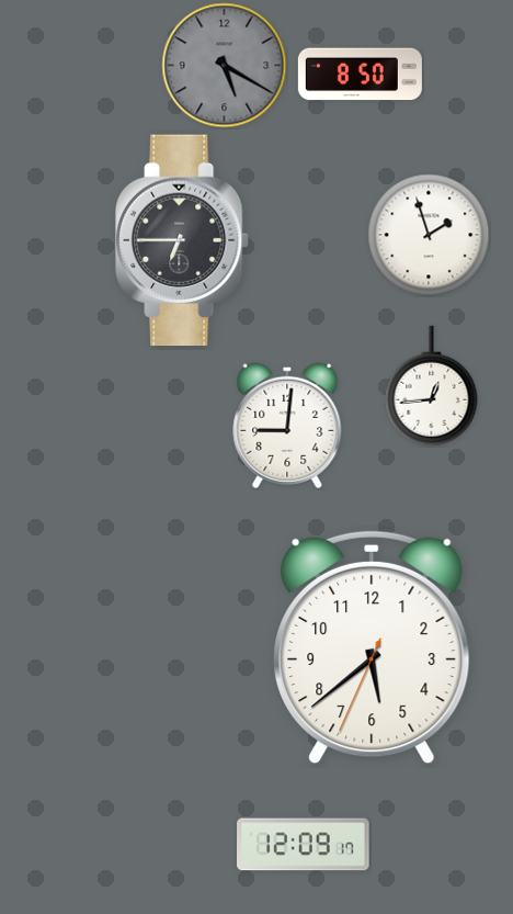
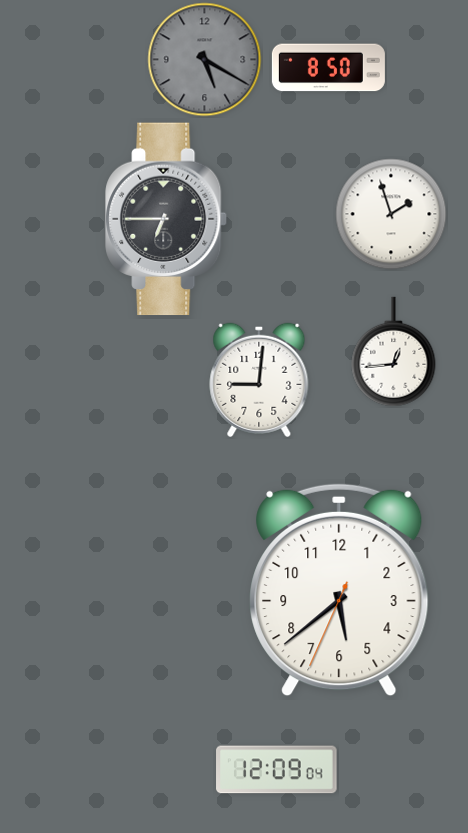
clock at (287, 426) position: (287, 426) -> (259, 380)
clock at (304, 845): 12:09:17 -> 12:09:04
